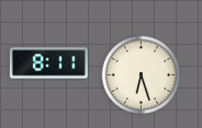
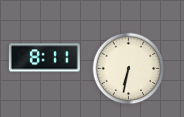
clock at (142, 75): 6:27 -> 6:32
